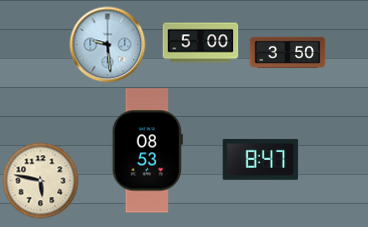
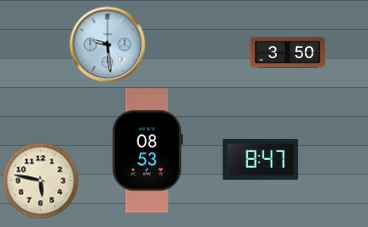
clock at (201, 43): 5:00 -> none
